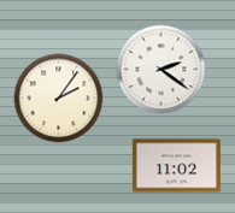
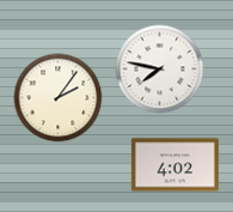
clock at (161, 70): 2:21 -> 7:47
clock at (176, 166): 11:02 -> 4:02
